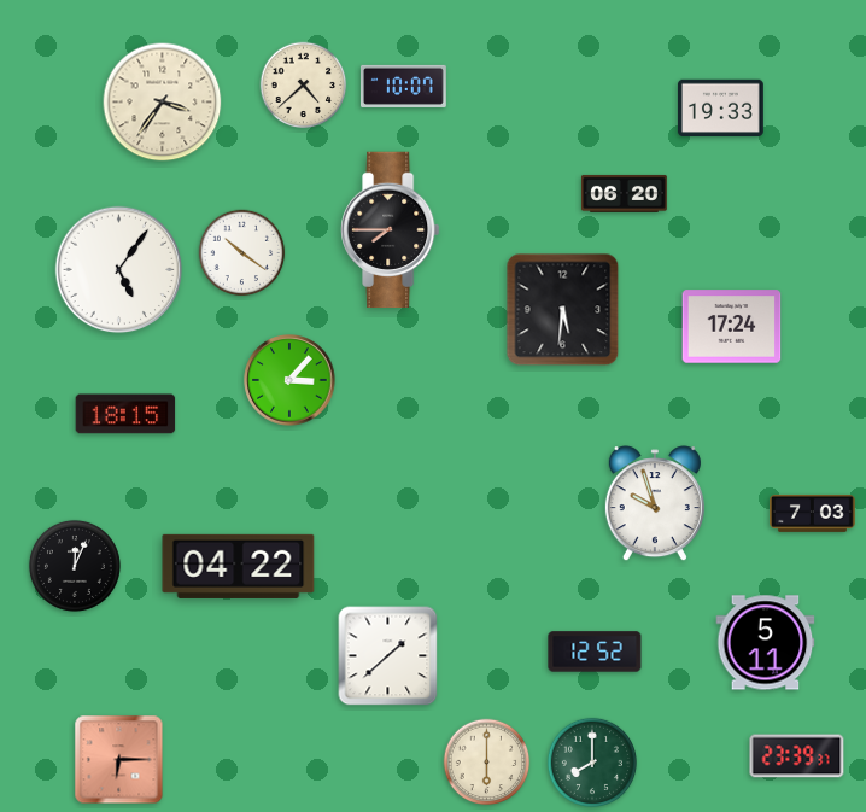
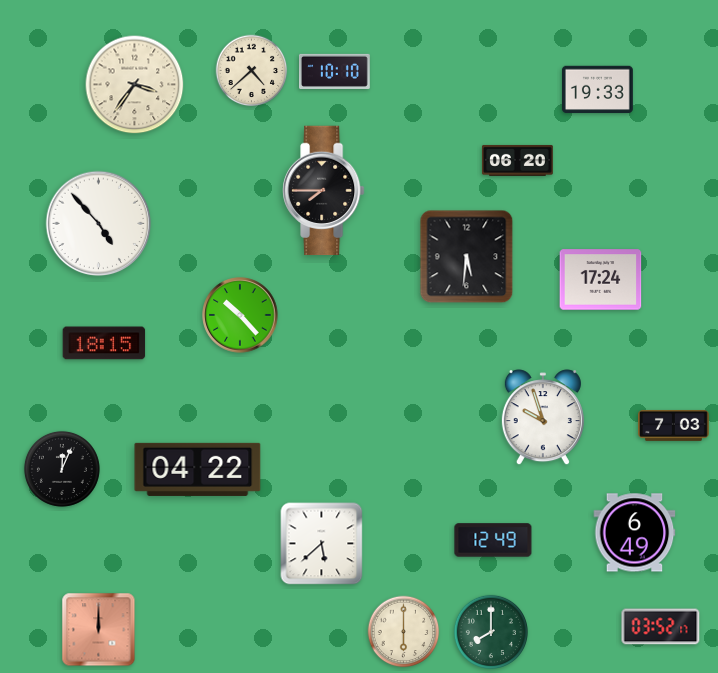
clock at (404, 86): 10:07 -> 10:10
clock at (242, 253): 10:21 -> none
clock at (119, 270): 5:06 -> 4:53
clock at (732, 327) position: (732, 327) -> (601, 280)
clock at (289, 380): 3:07 -> 10:23
clock at (766, 643): 5:11 -> 6:49
clock at (595, 652): 12:52 -> 12:49
clock at (388, 656): 1:38 -> 5:38
clock at (797, 756): 23:39 -> 03:52
clock at (119, 760): 6:15 -> 12:00
